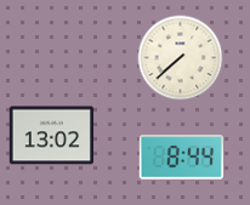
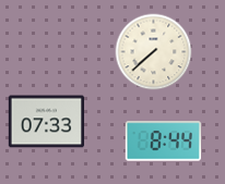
clock at (181, 58) position: (181, 58) -> (154, 52)
clock at (51, 136): 13:02 -> 07:33
